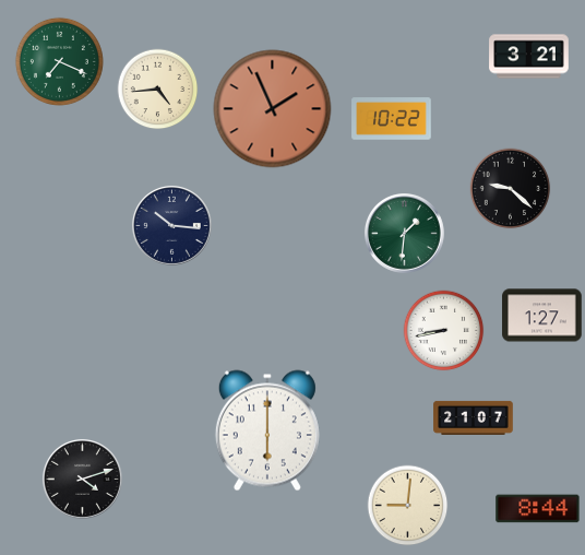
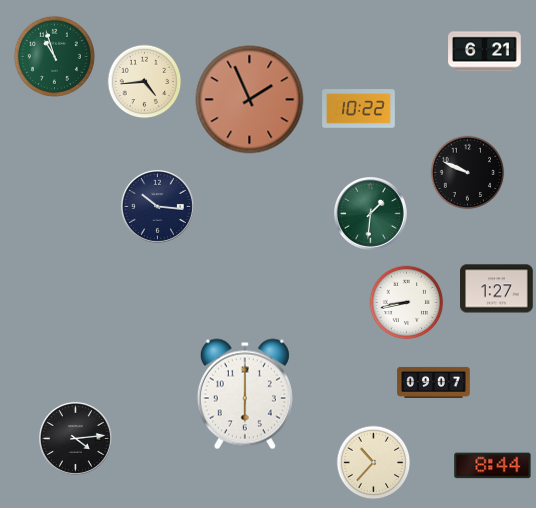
clock at (529, 57): 3:21 -> 6:21
clock at (59, 61): 7:19 -> 10:57
clock at (511, 189): 9:22 -> 9:49
clock at (474, 417): 21:07 -> 09:07
clock at (82, 479): 4:12 -> 4:14
clock at (408, 506): 9:01 -> 10:37
